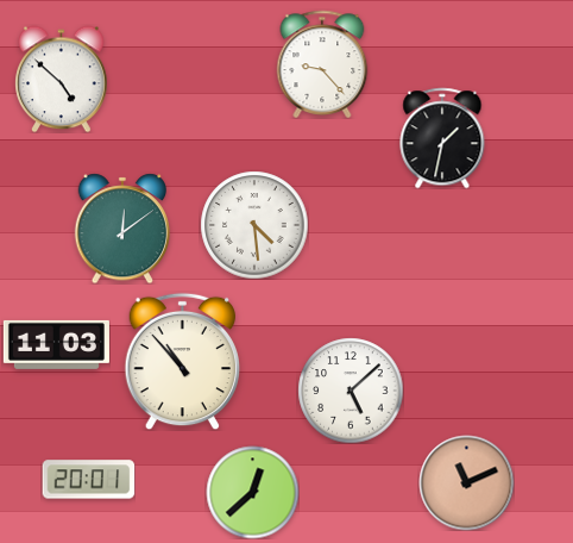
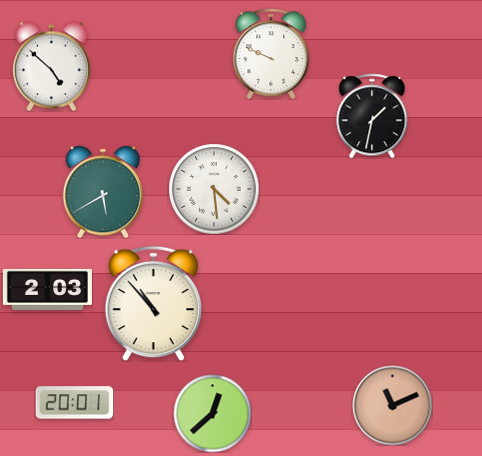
clock at (322, 63): 9:23 -> 9:49
clock at (122, 229): 12:09 -> 5:40
clock at (56, 344): 11:03 -> 2:03
clock at (351, 391): 5:08 -> none
